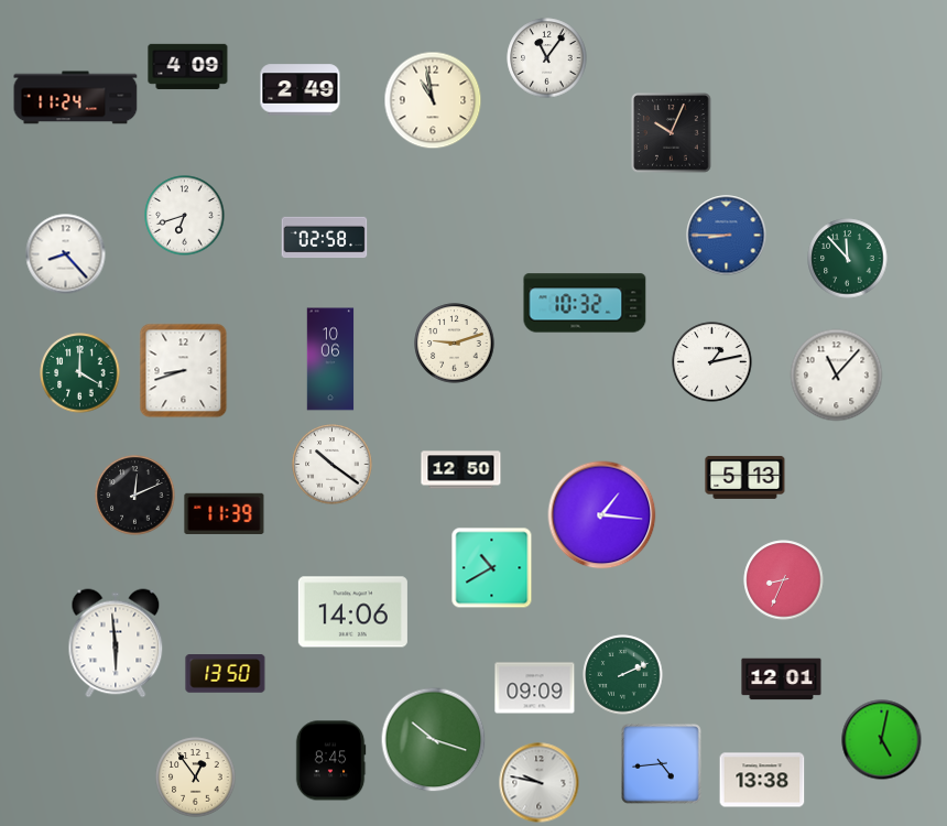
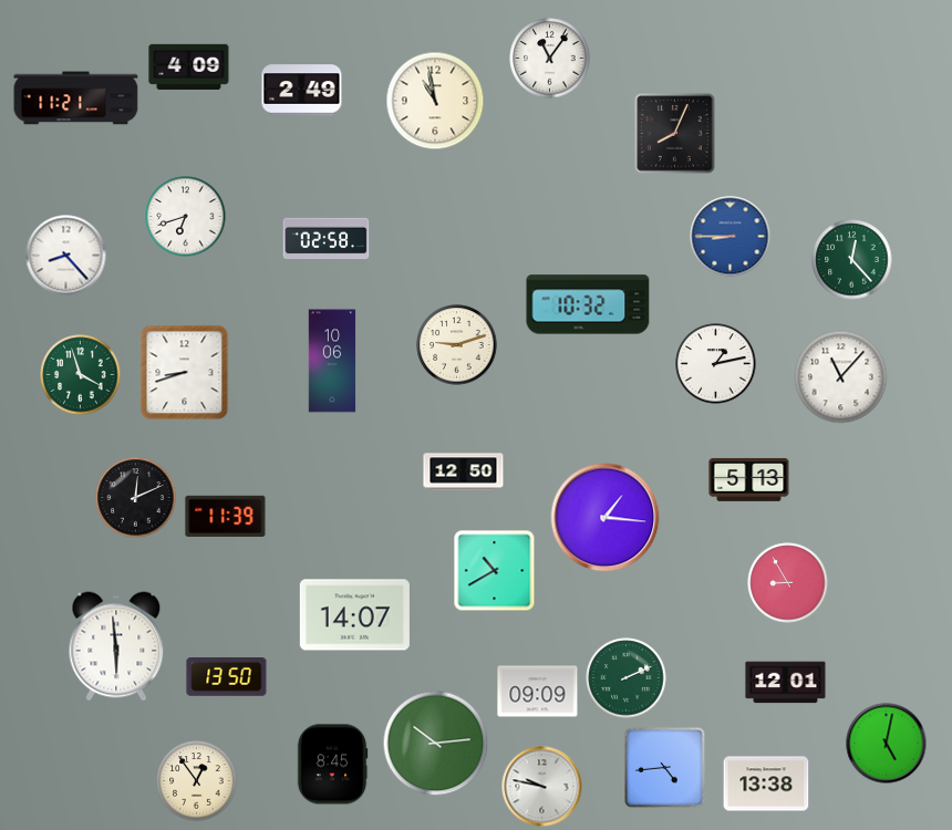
clock at (76, 98): 11:24 -> 11:21
clock at (672, 133): 10:04 -> 8:04
clock at (848, 259): 11:53 -> 12:23
clock at (80, 373): 4:00 -> 3:57
clock at (333, 465): 10:21 -> none
clock at (784, 580): 8:34 -> 8:55
clock at (352, 612): 14:06 -> 14:07
clock at (434, 740): 10:18 -> 10:14
